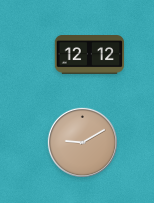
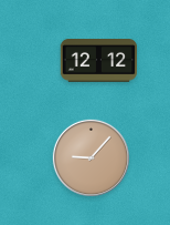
clock at (82, 142): 9:10 -> 9:07
